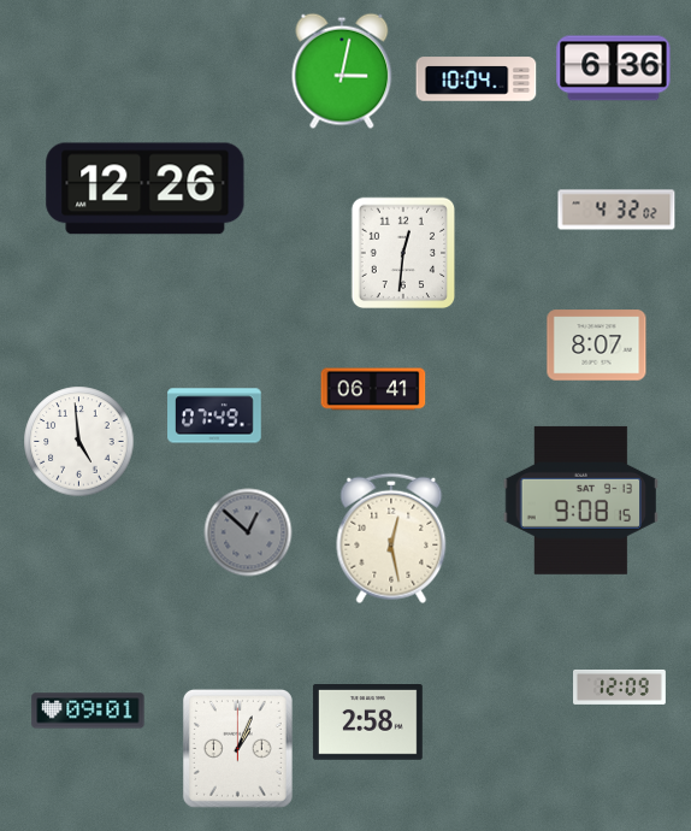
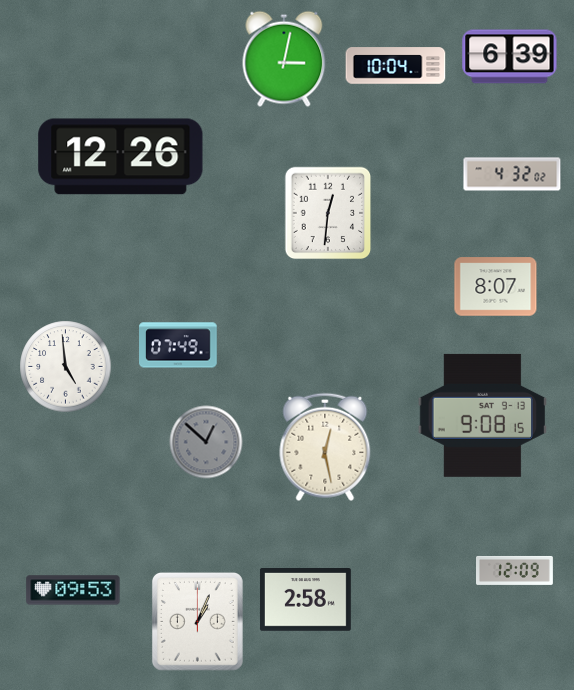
clock at (614, 69): 6:36 -> 6:39
clock at (403, 253) position: (403, 253) -> (328, 213)
clock at (373, 389): 06:41 -> none
clock at (88, 711): 09:01 -> 09:53
